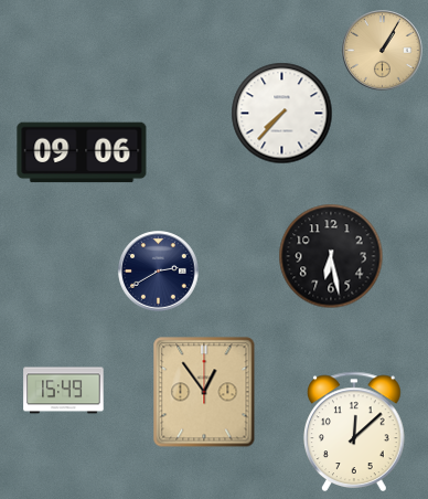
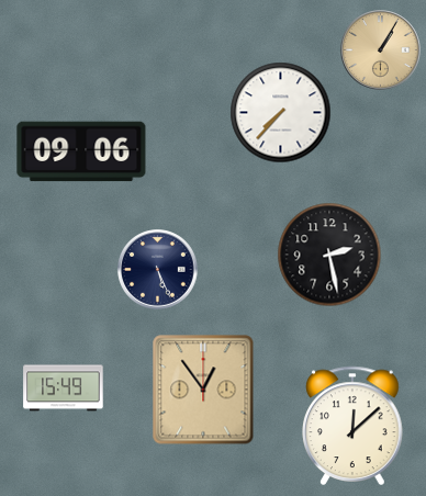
clock at (331, 256): 6:28 -> 2:28
clock at (159, 272): 2:40 -> 5:26
clock at (355, 431) position: (355, 431) -> (354, 425)
